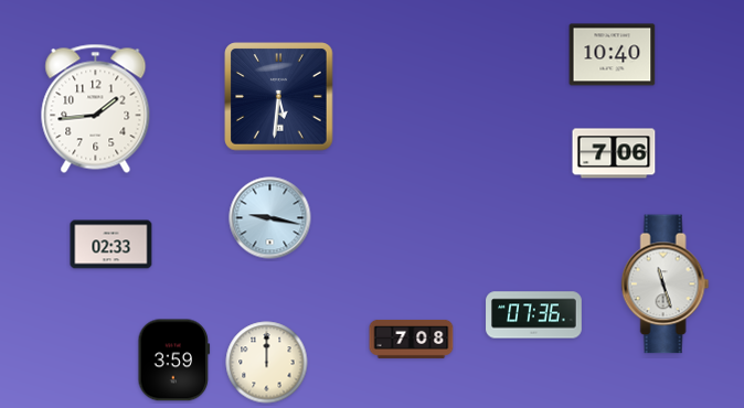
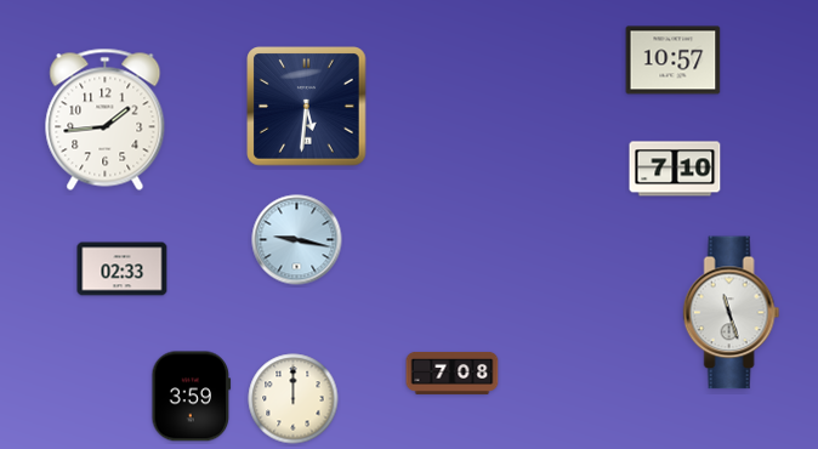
clock at (613, 55): 10:40 -> 10:57
clock at (614, 153): 7:06 -> 7:10
clock at (534, 315): 07:36 -> none
